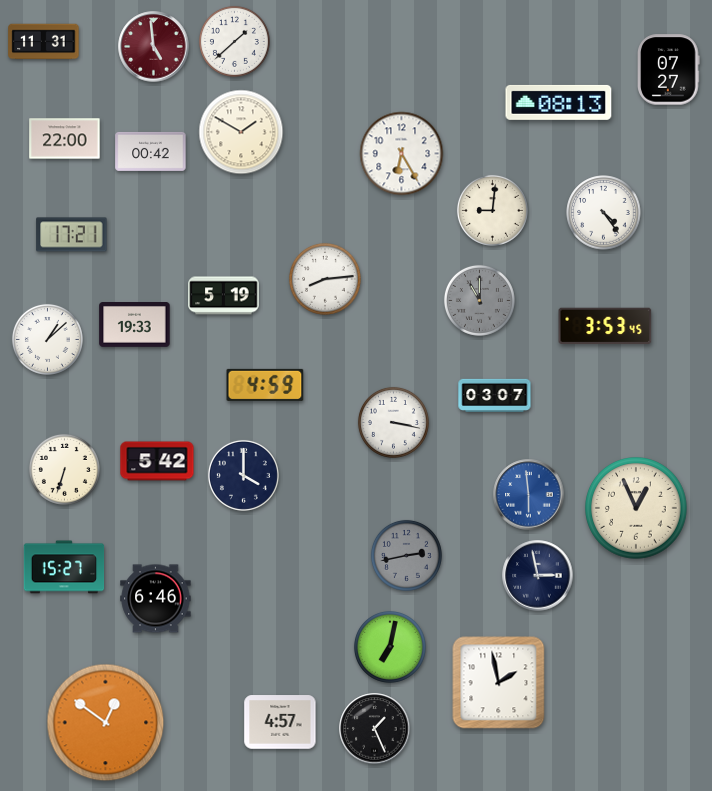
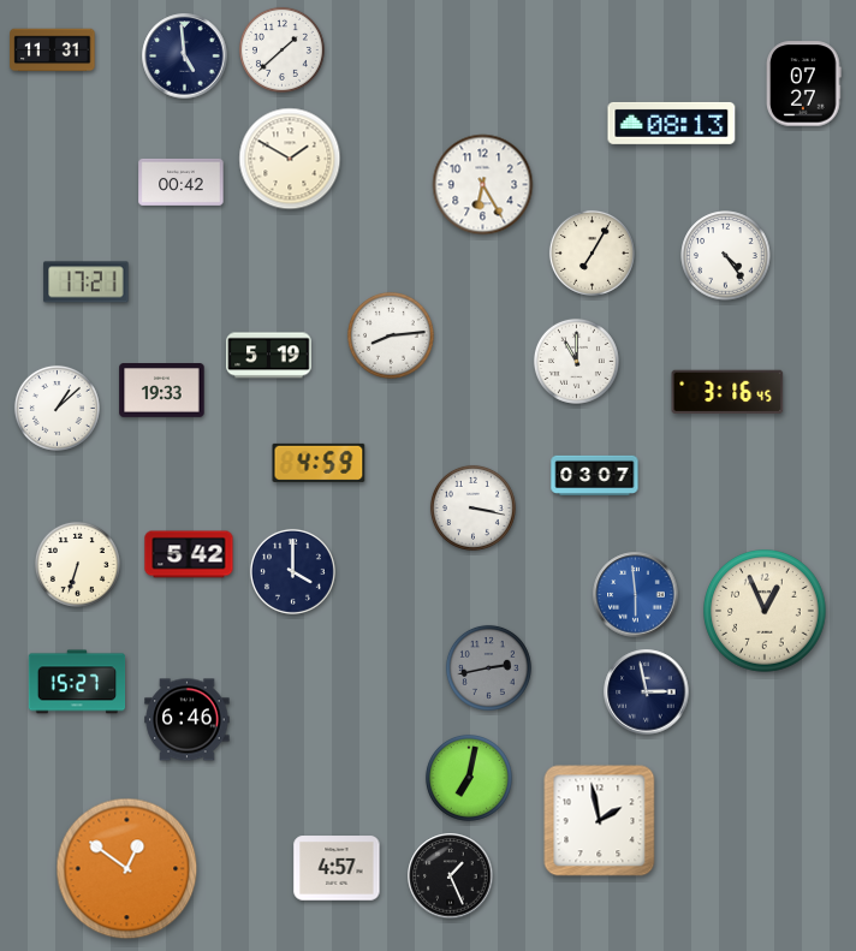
clock at (154, 47) dial: burgundy -> navy
clock at (65, 139): 22:00 -> none
clock at (492, 210): 9:01 -> 7:05
clock at (479, 300) dial: grey -> white
clock at (605, 325): 3:53 -> 3:16
